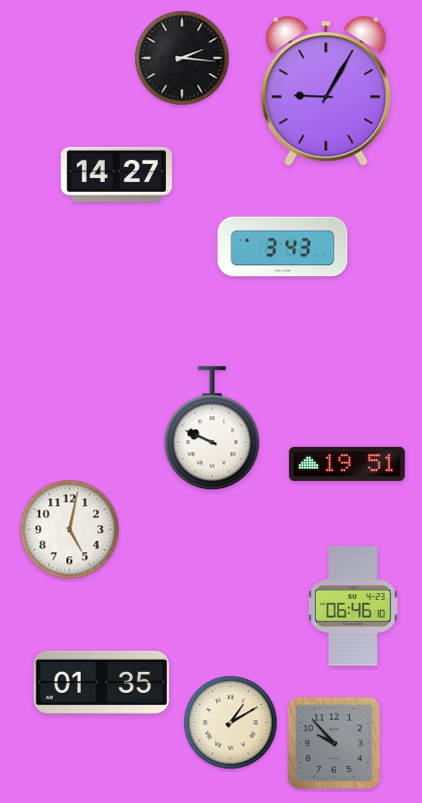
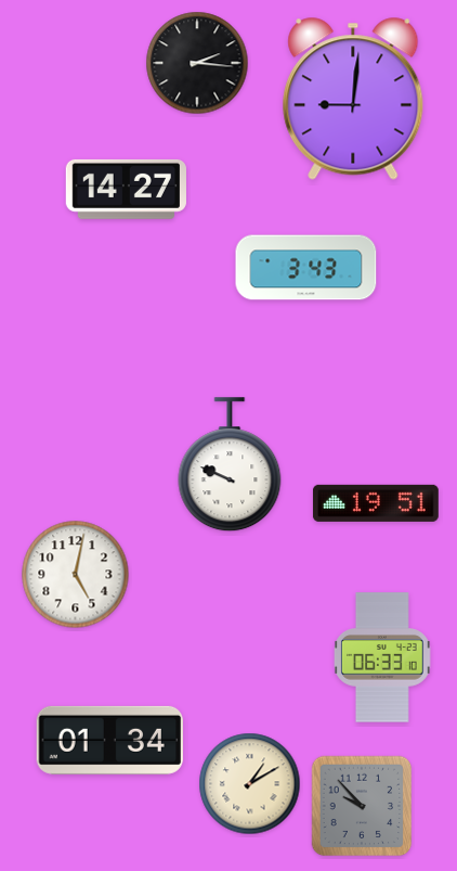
clock at (326, 91): 9:05 -> 9:01
clock at (353, 606): 06:46 -> 06:33
clock at (101, 682): 01:35 -> 01:34
